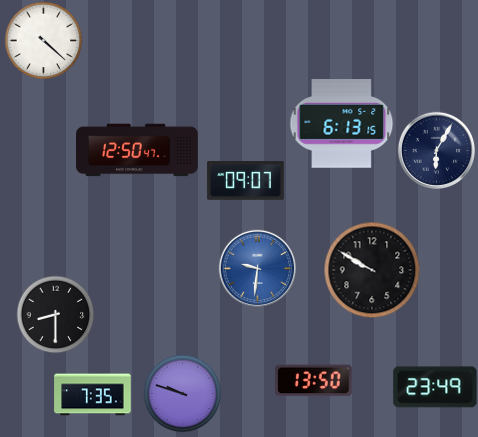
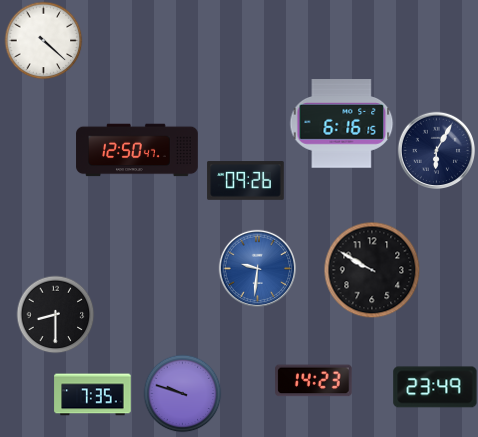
clock at (342, 124): 6:13 -> 6:16
clock at (246, 181): 09:07 -> 09:26
clock at (314, 381): 13:50 -> 14:23
